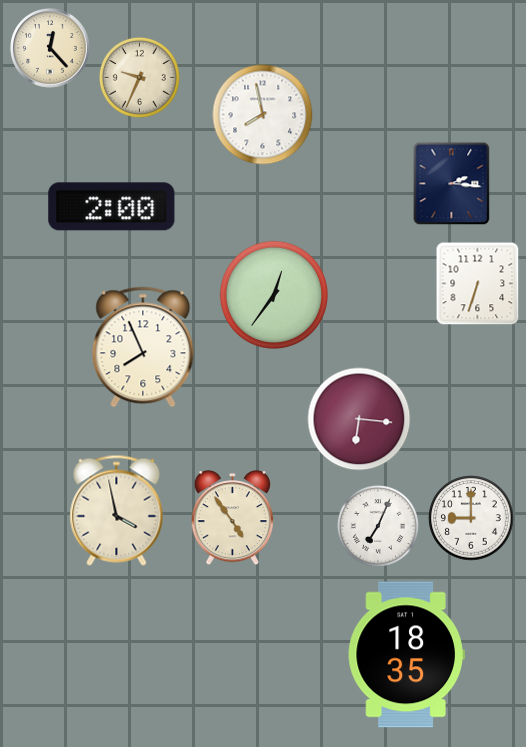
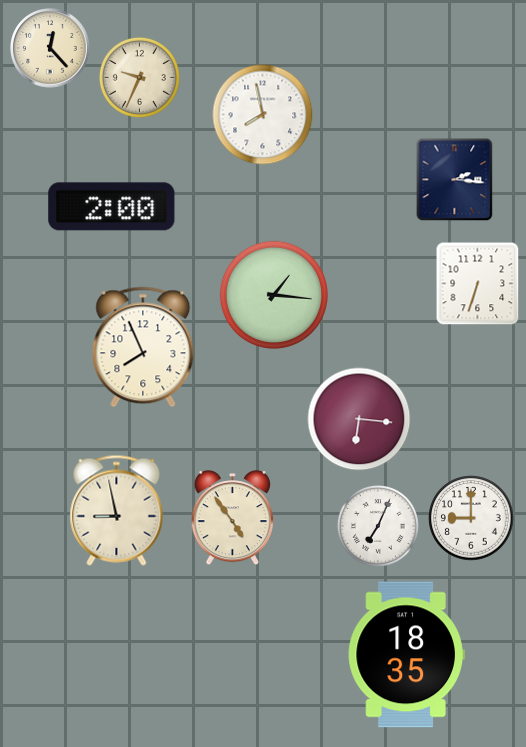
clock at (452, 184) position: (452, 184) -> (455, 180)
clock at (273, 294): 12:36 -> 1:16
clock at (117, 510): 3:58 -> 8:58
